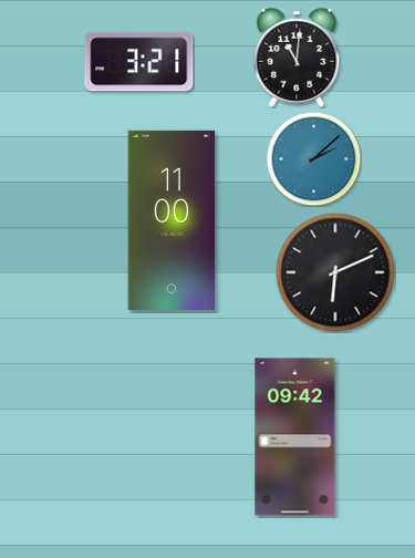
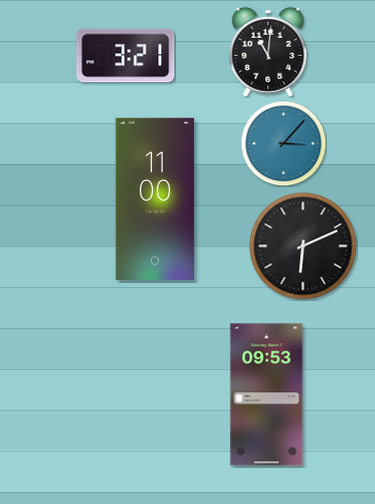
clock at (313, 158): 2:08 -> 3:07
clock at (295, 437): 09:42 -> 09:53
